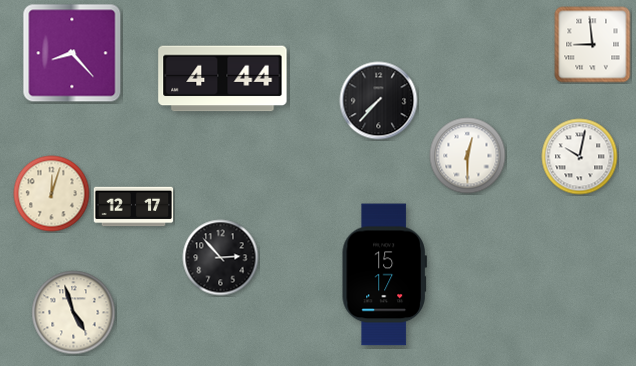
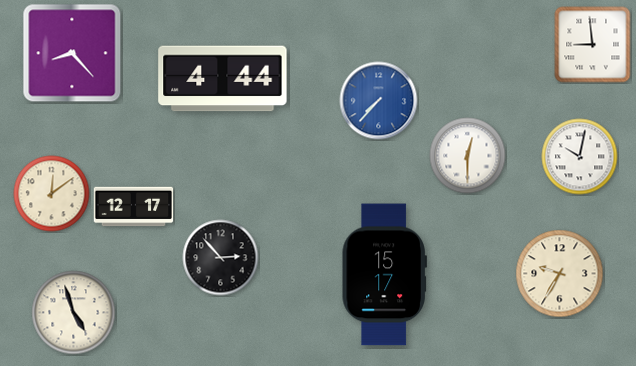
clock at (379, 101) dial: black -> blue
clock at (52, 194): 12:03 -> 12:09
clock at (560, 274): none -> 9:35
